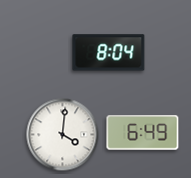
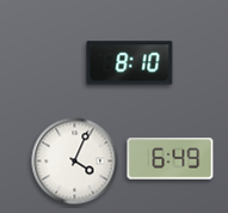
clock at (109, 53): 8:04 -> 8:10
clock at (63, 135): 4:01 -> 4:04
